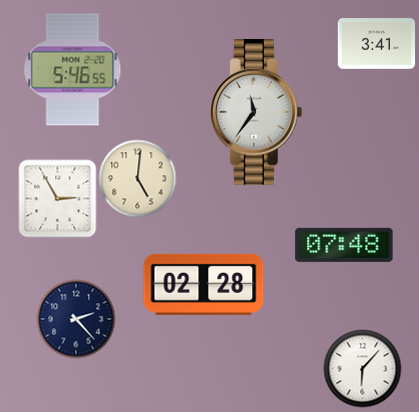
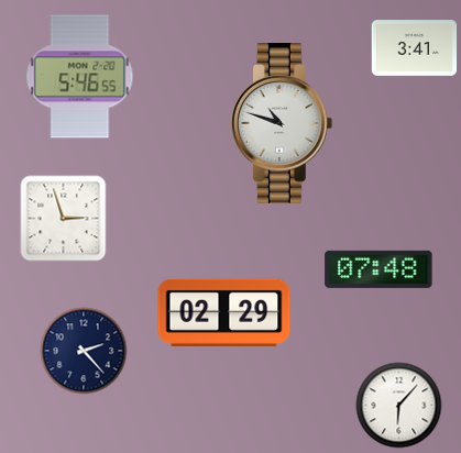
clock at (256, 113): 11:36 -> 10:48
clock at (137, 178): 5:01 -> none
clock at (57, 198): 2:55 -> 2:57
clock at (204, 284): 02:28 -> 02:29
